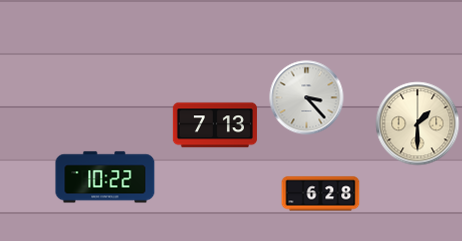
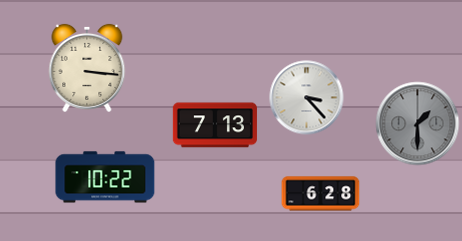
clock at (87, 68): none -> 3:16
clock at (418, 124) dial: cream -> grey
